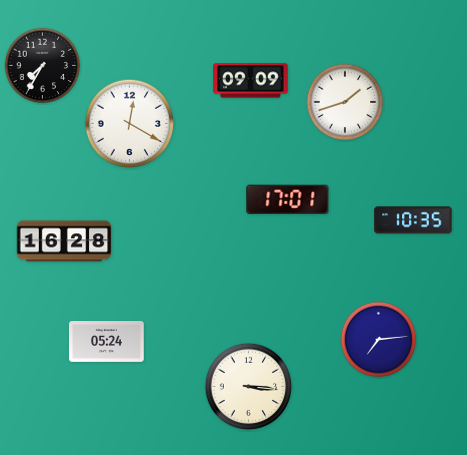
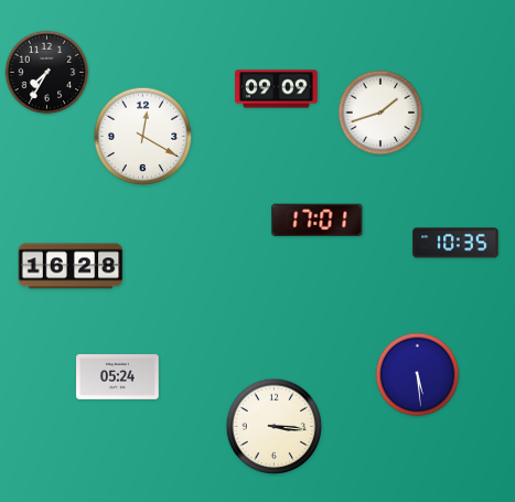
clock at (379, 340): 7:14 -> 5:29
